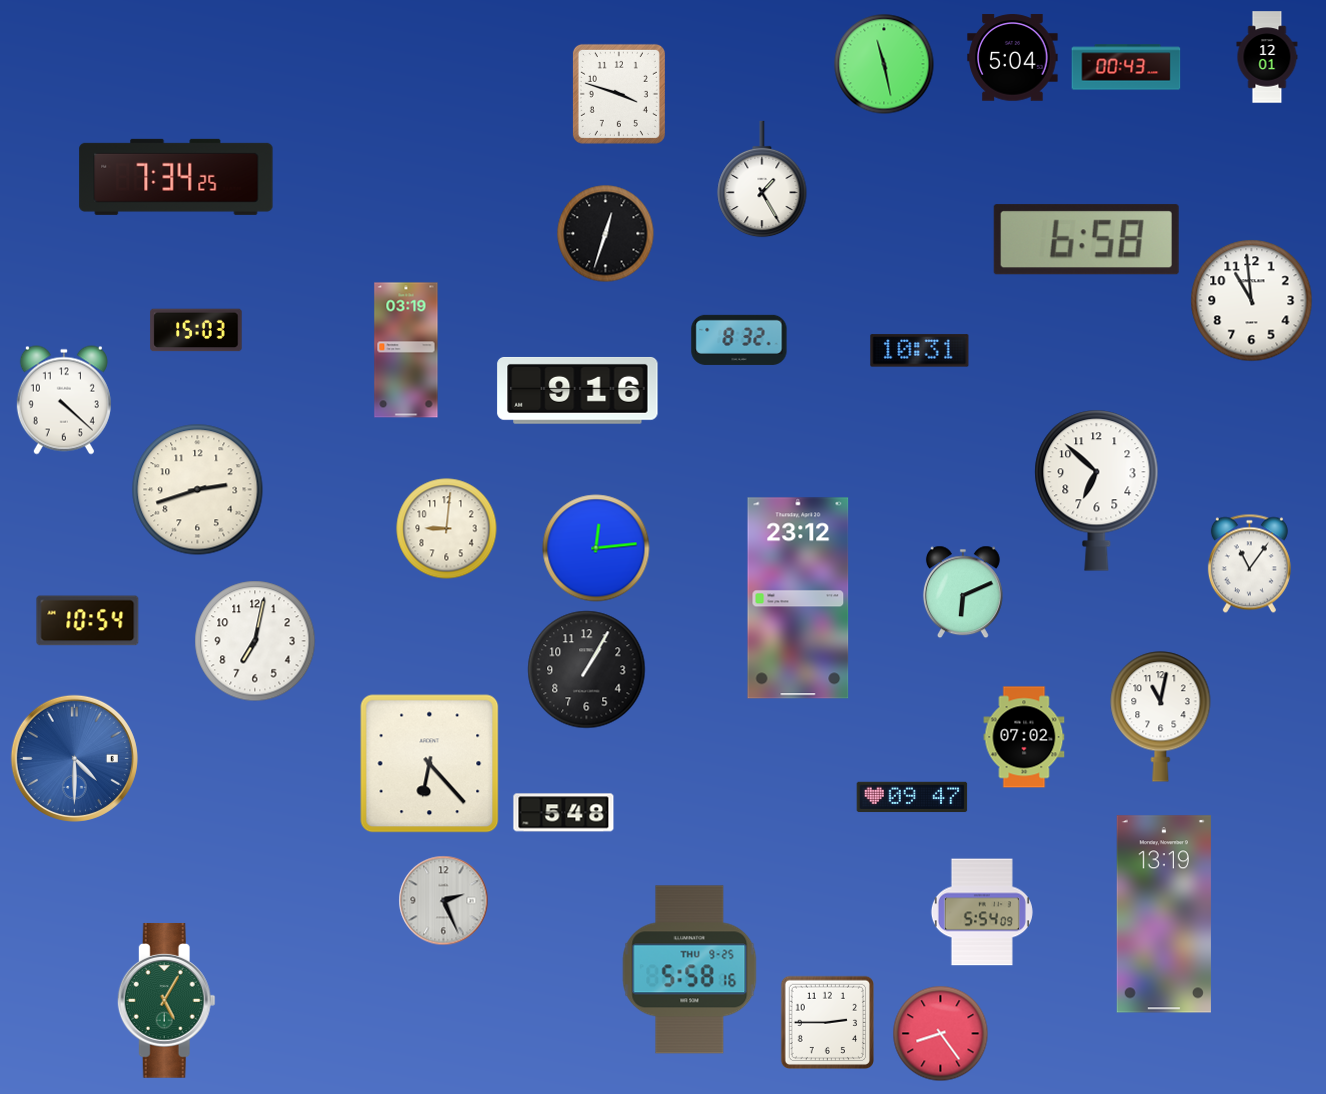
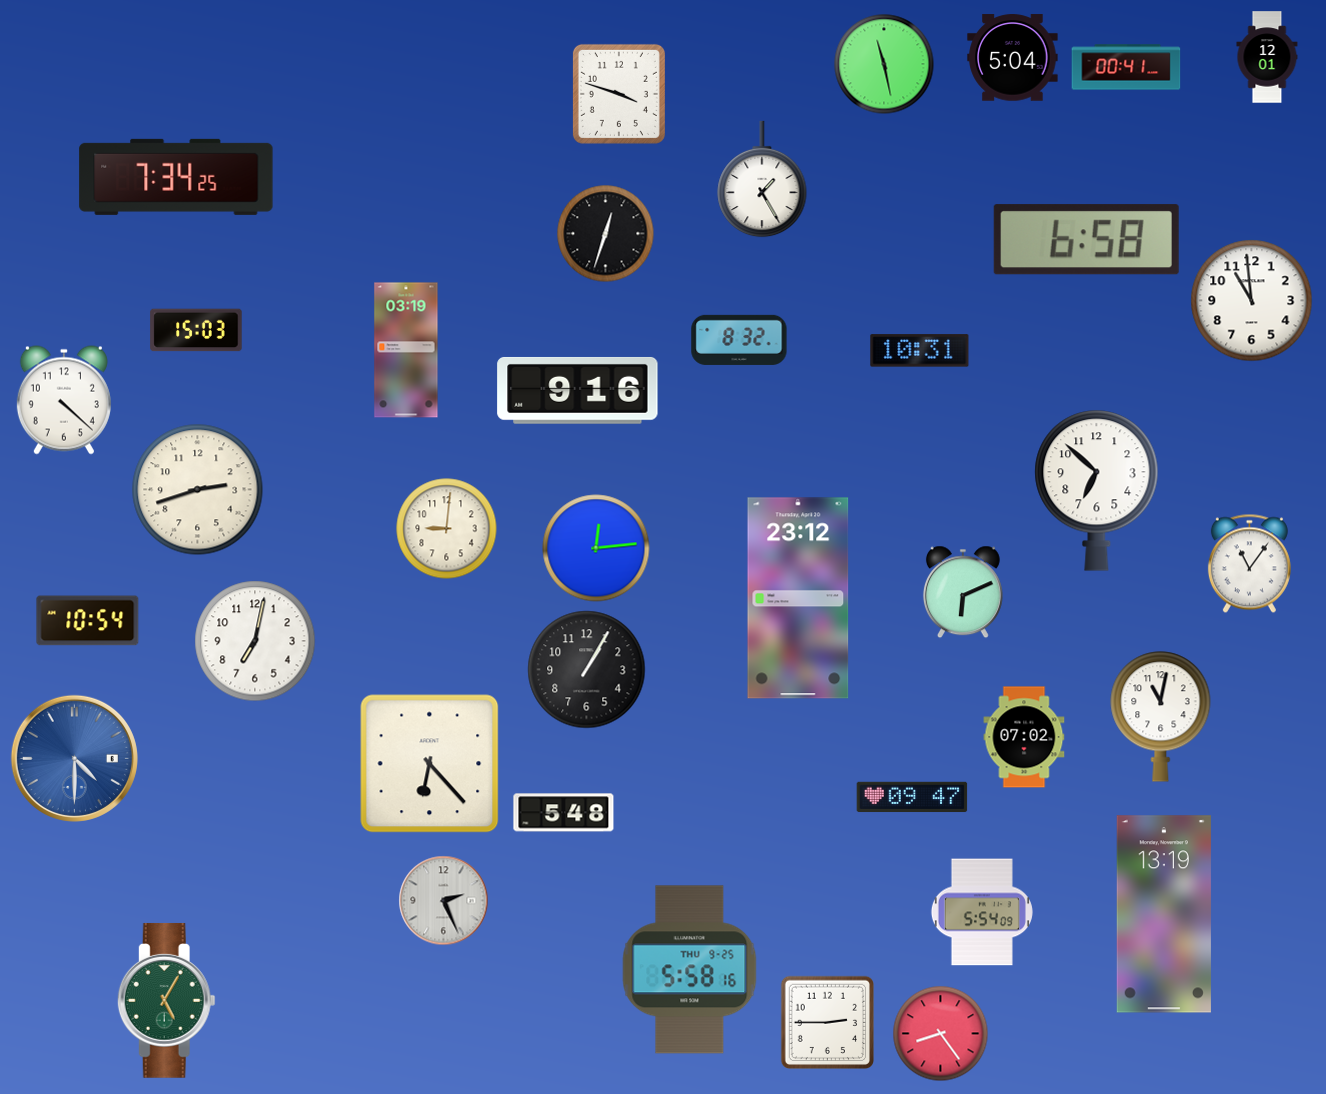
clock at (1126, 67): 00:43 -> 00:41
